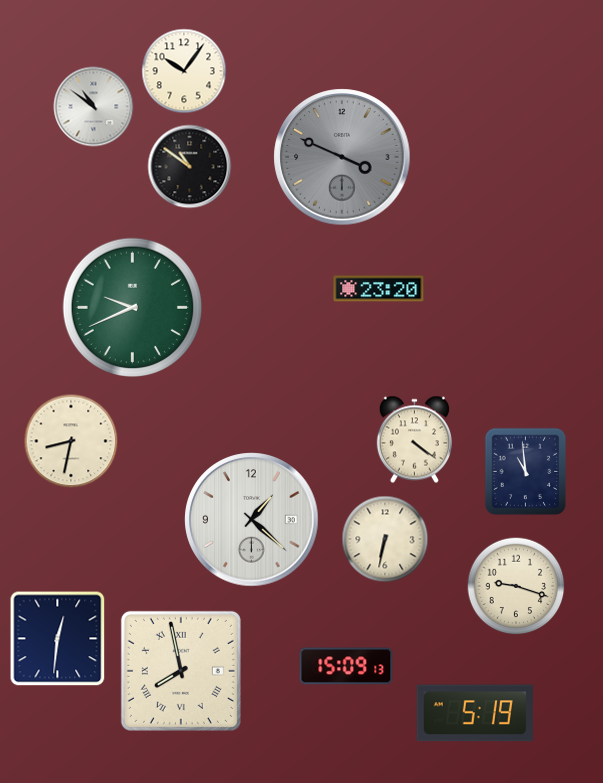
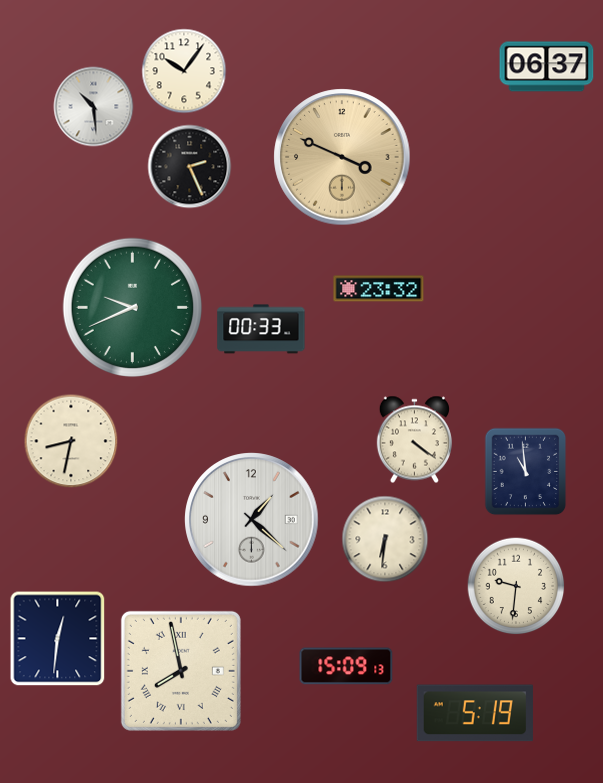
clock at (547, 67): none -> 06:37
clock at (94, 107): 10:51 -> 10:29
clock at (342, 157) dial: grey -> champagne
clock at (190, 167): 10:51 -> 2:26
clock at (379, 289): 23:20 -> 23:32
clock at (261, 329): none -> 00:33
clock at (385, 539): 6:32 -> 6:31
clock at (516, 586): 9:18 -> 9:31
